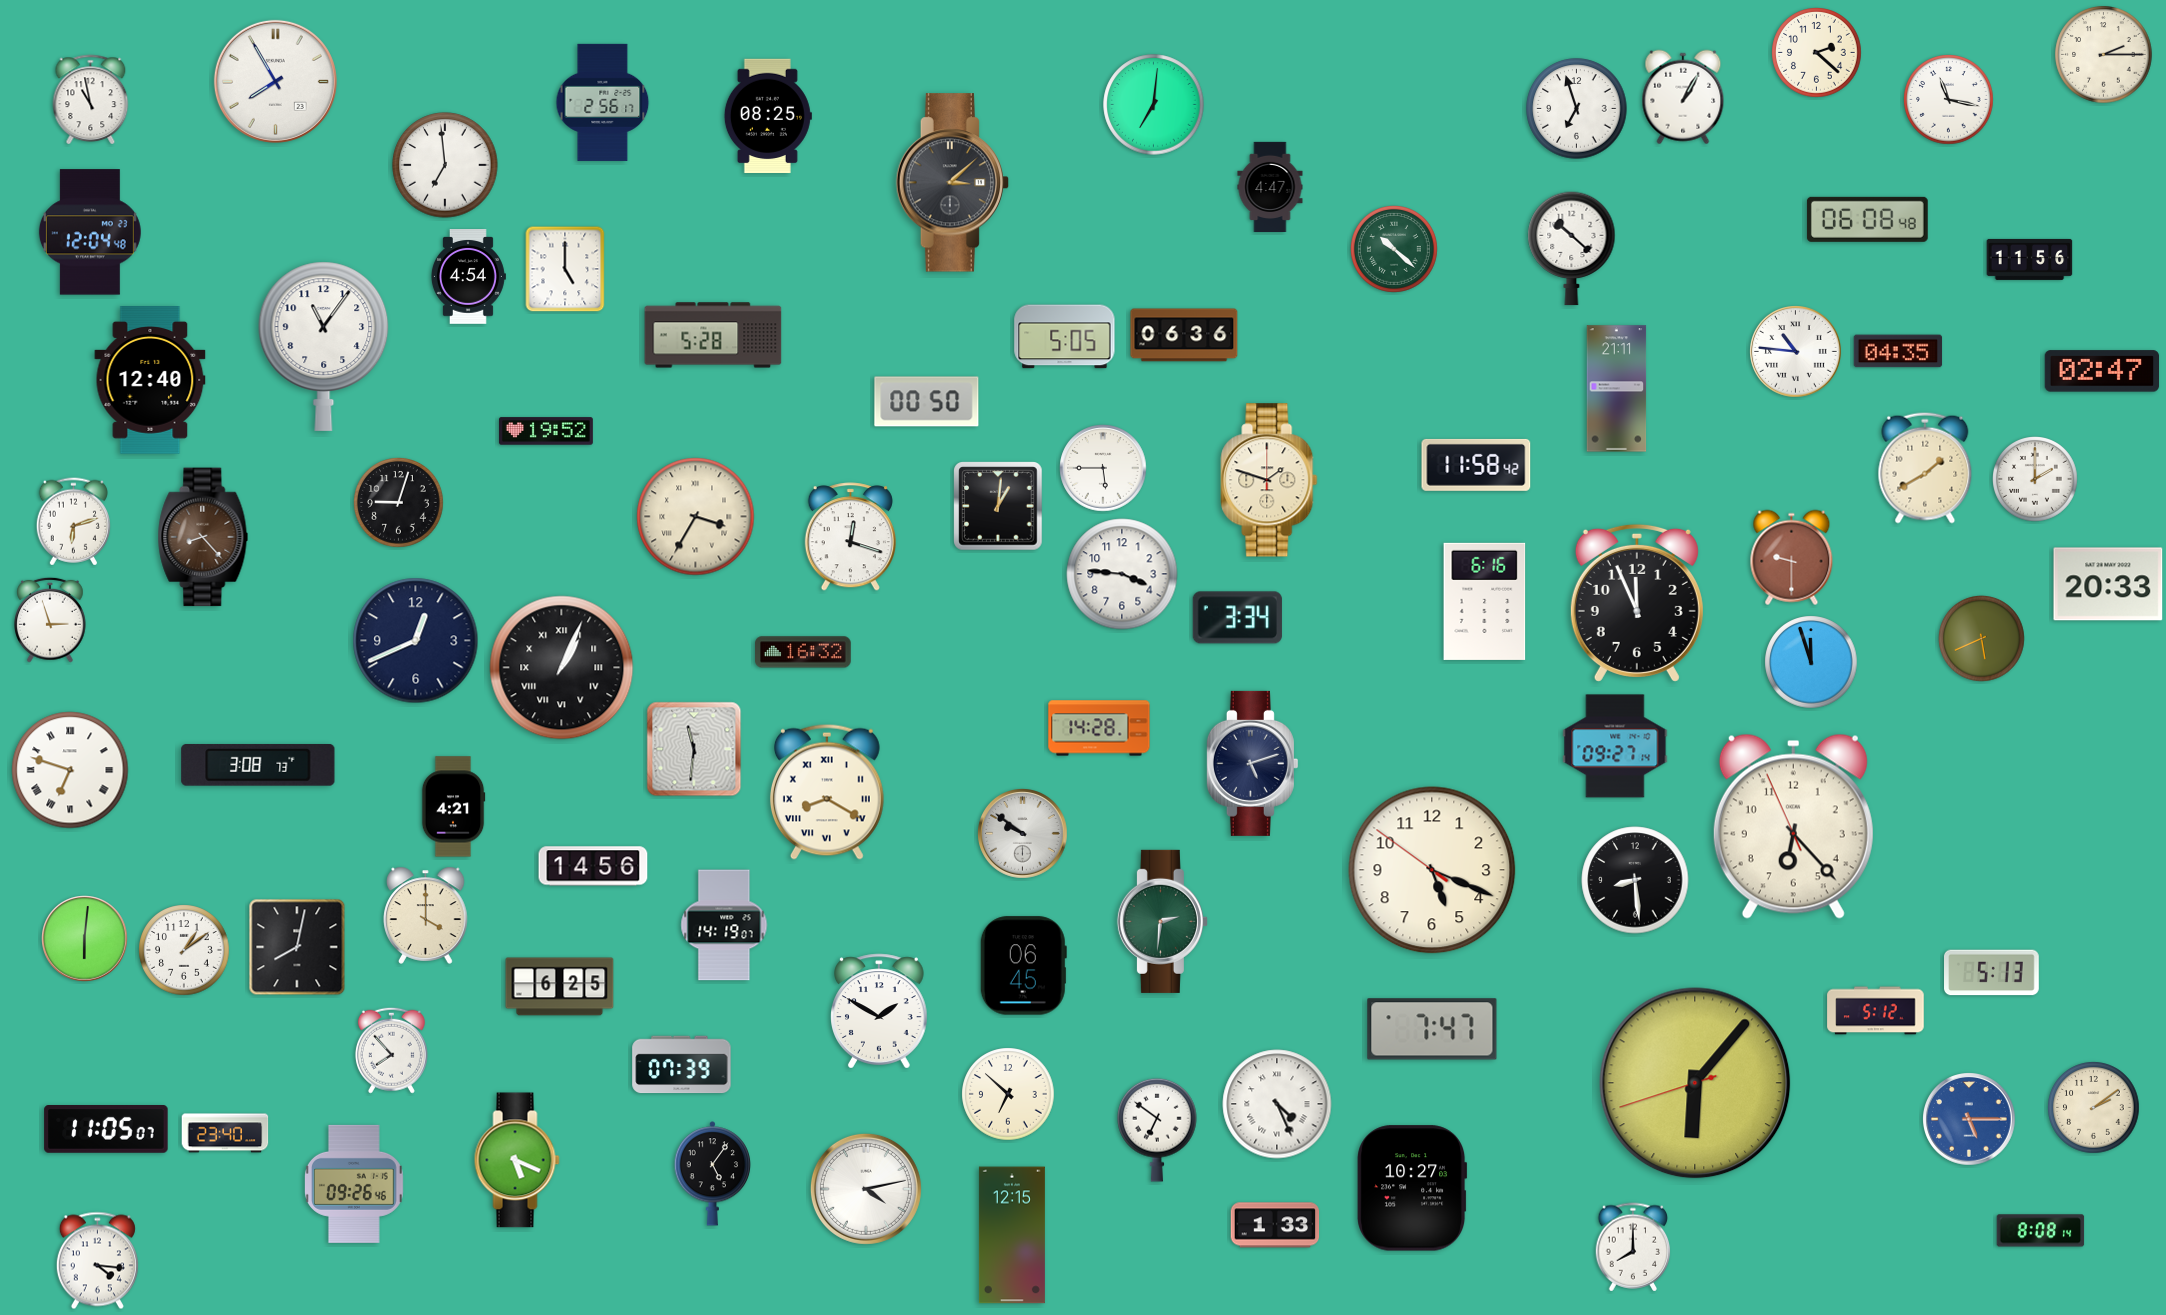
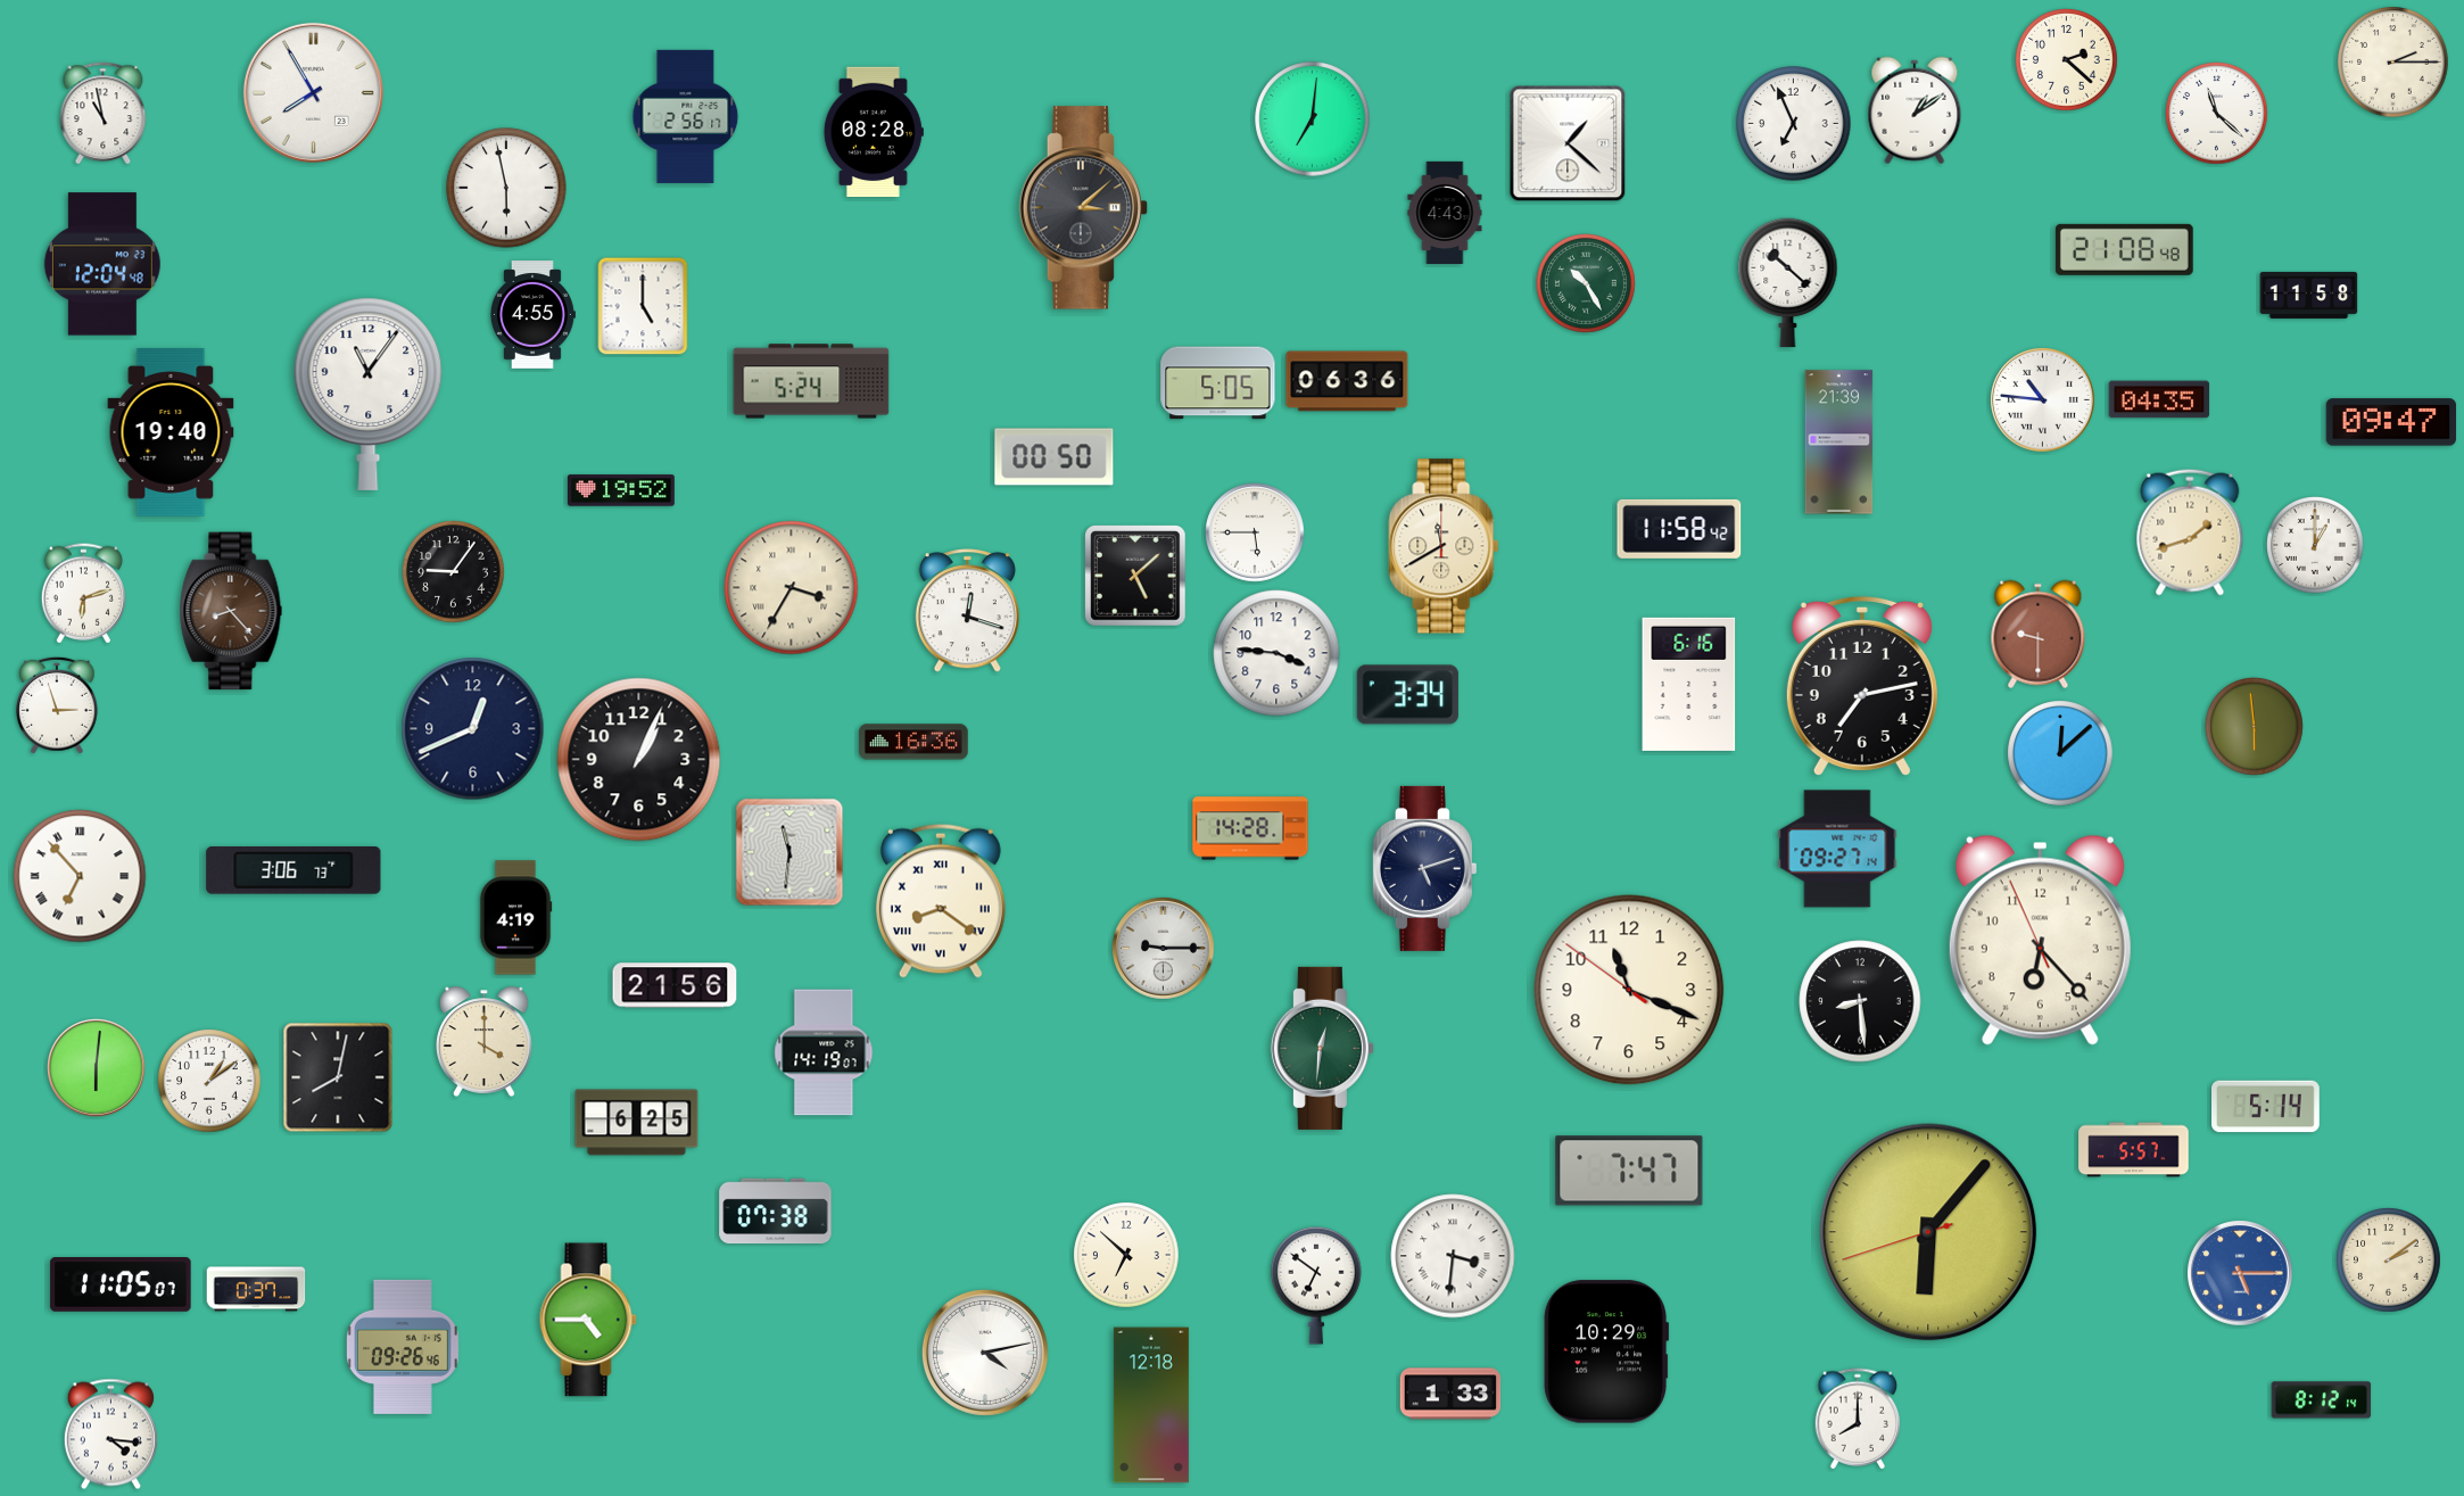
clock at (1683, 97): 1:05 -> 1:09
clock at (1949, 100): 11:17 -> 11:22
clock at (1577, 109): 6:57 -> 6:56
clock at (768, 116): 08:25 -> 08:28
clock at (1568, 143): none -> 1:22
clock at (445, 165): 6:59 -> 5:58
clock at (1270, 186): 4:47 -> 4:43
clock at (1867, 219): 06:08 -> 21:08
clock at (1395, 250): 10:22 -> 10:25
clock at (2030, 259): 11:56 -> 11:58
clock at (468, 277): 4:54 -> 4:55
clock at (713, 335): 5:28 -> 5:24
clock at (1065, 337) position: (1065, 337) -> (1218, 383)
clock at (2102, 371): 02:47 -> 09:47
clock at (150, 381): 12:40 -> 19:40
clock at (1617, 389): 21:11 -> 21:39
clock at (1925, 468): 1:40 -> 1:42
clock at (1269, 480): 1:48 -> 11:40
clock at (2036, 480): 2:00 -> 1:00
clock at (399, 503): 9:03 -> 9:06
clock at (998, 506): 1:01 -> 5:08
clock at (2108, 584): 20:33 -> none
clock at (1637, 603): 11:56 -> 7:13
clock at (1237, 618) position: (1237, 618) -> (1407, 695)
clock at (1982, 639): 5:41 -> 5:59
clock at (803, 652): 16:32 -> 16:36
clock at (1811, 662): 11:57 -> 12:08
clock at (562, 668) numerals: Roman -> Arabic
clock at (258, 765): 3:08 -> 3:06
clock at (70, 770): 6:48 -> 6:53
clock at (827, 792): 8:20 -> 8:21
clock at (453, 807): 4:21 -> 4:19
clock at (1023, 834): 9:51 -> 9:15
clock at (593, 866): 14:56 -> 21:56
clock at (1432, 870): 5:18 -> 11:18
clock at (1162, 921): 2:31 -> 12:31
clock at (1023, 966): 06:45 -> none
clock at (1992, 973): 5:13 -> 5:14
clock at (880, 1011): 1:50 -> none
clock at (1876, 1011): 5:12 -> 5:57
clock at (391, 1050): 7:53 -> none
clock at (682, 1065): 07:39 -> 07:38
clock at (1008, 1094) position: (1008, 1094) -> (1126, 1255)
clock at (1277, 1104): 4:26 -> 3:31
clock at (2094, 1108) position: (2094, 1108) -> (2389, 1261)
clock at (225, 1133): 23:40 -> 0:37
clock at (517, 1160): 5:19 -> 4:45
clock at (712, 1174): 5:06 -> none
clock at (1412, 1188): 10:27 -> 10:29
clock at (2041, 1231): 8:08 -> 8:12
clock at (1012, 1235): 12:15 -> 12:18
